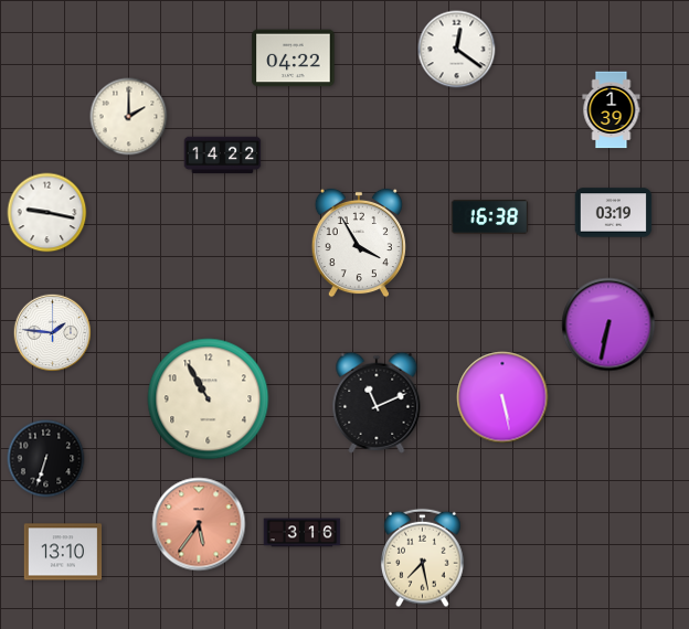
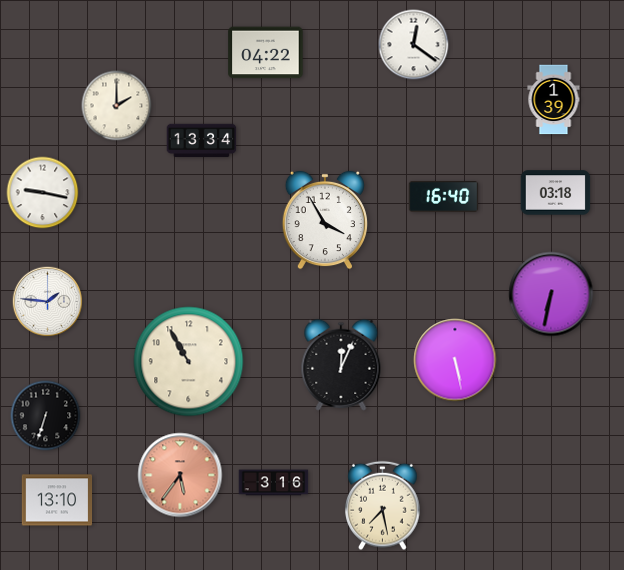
clock at (223, 156): 14:22 -> 13:34
clock at (614, 213): 03:19 -> 03:18
clock at (490, 217): 16:38 -> 16:40
clock at (377, 403): 11:11 -> 12:04
clock at (46, 459) position: (46, 459) -> (46, 416)
